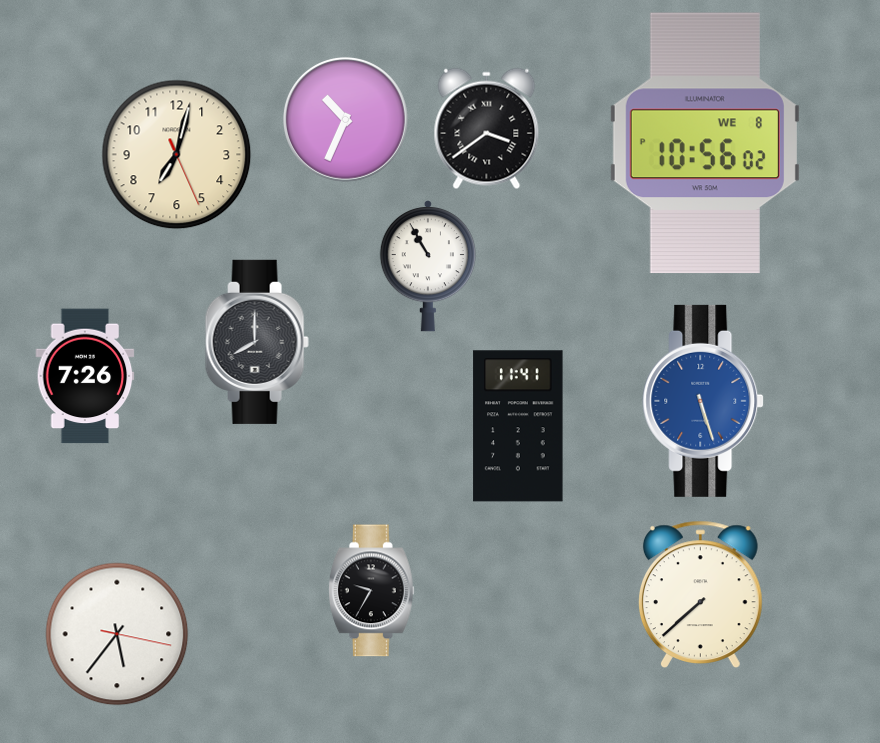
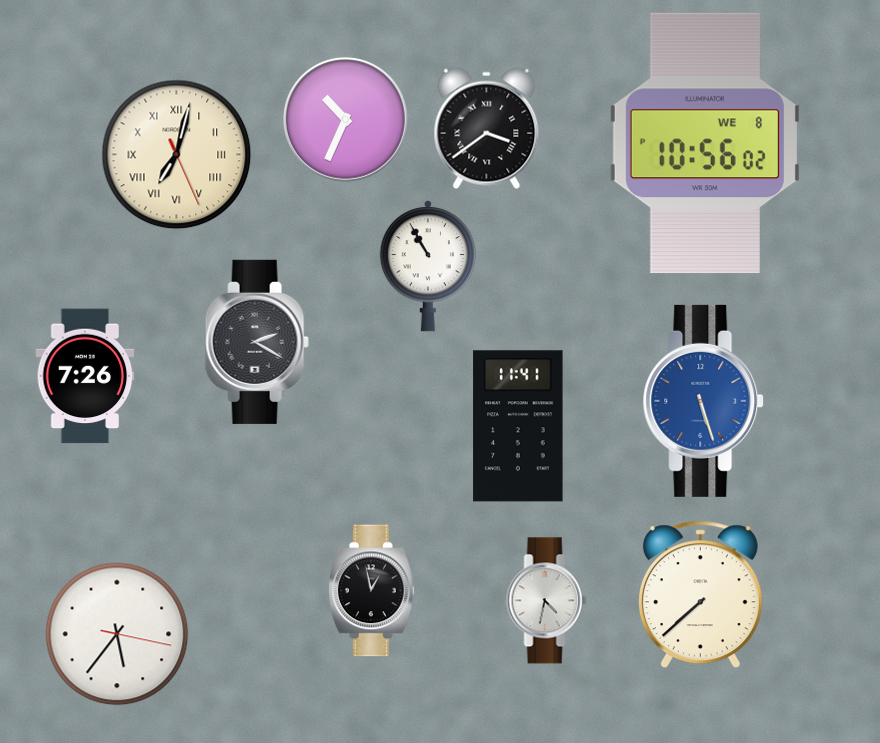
clock at (177, 155) numerals: Arabic -> Roman
clock at (257, 342): 8:00 -> 2:20
clock at (371, 591): 9:35 -> 12:58
clock at (547, 601): none -> 4:32
